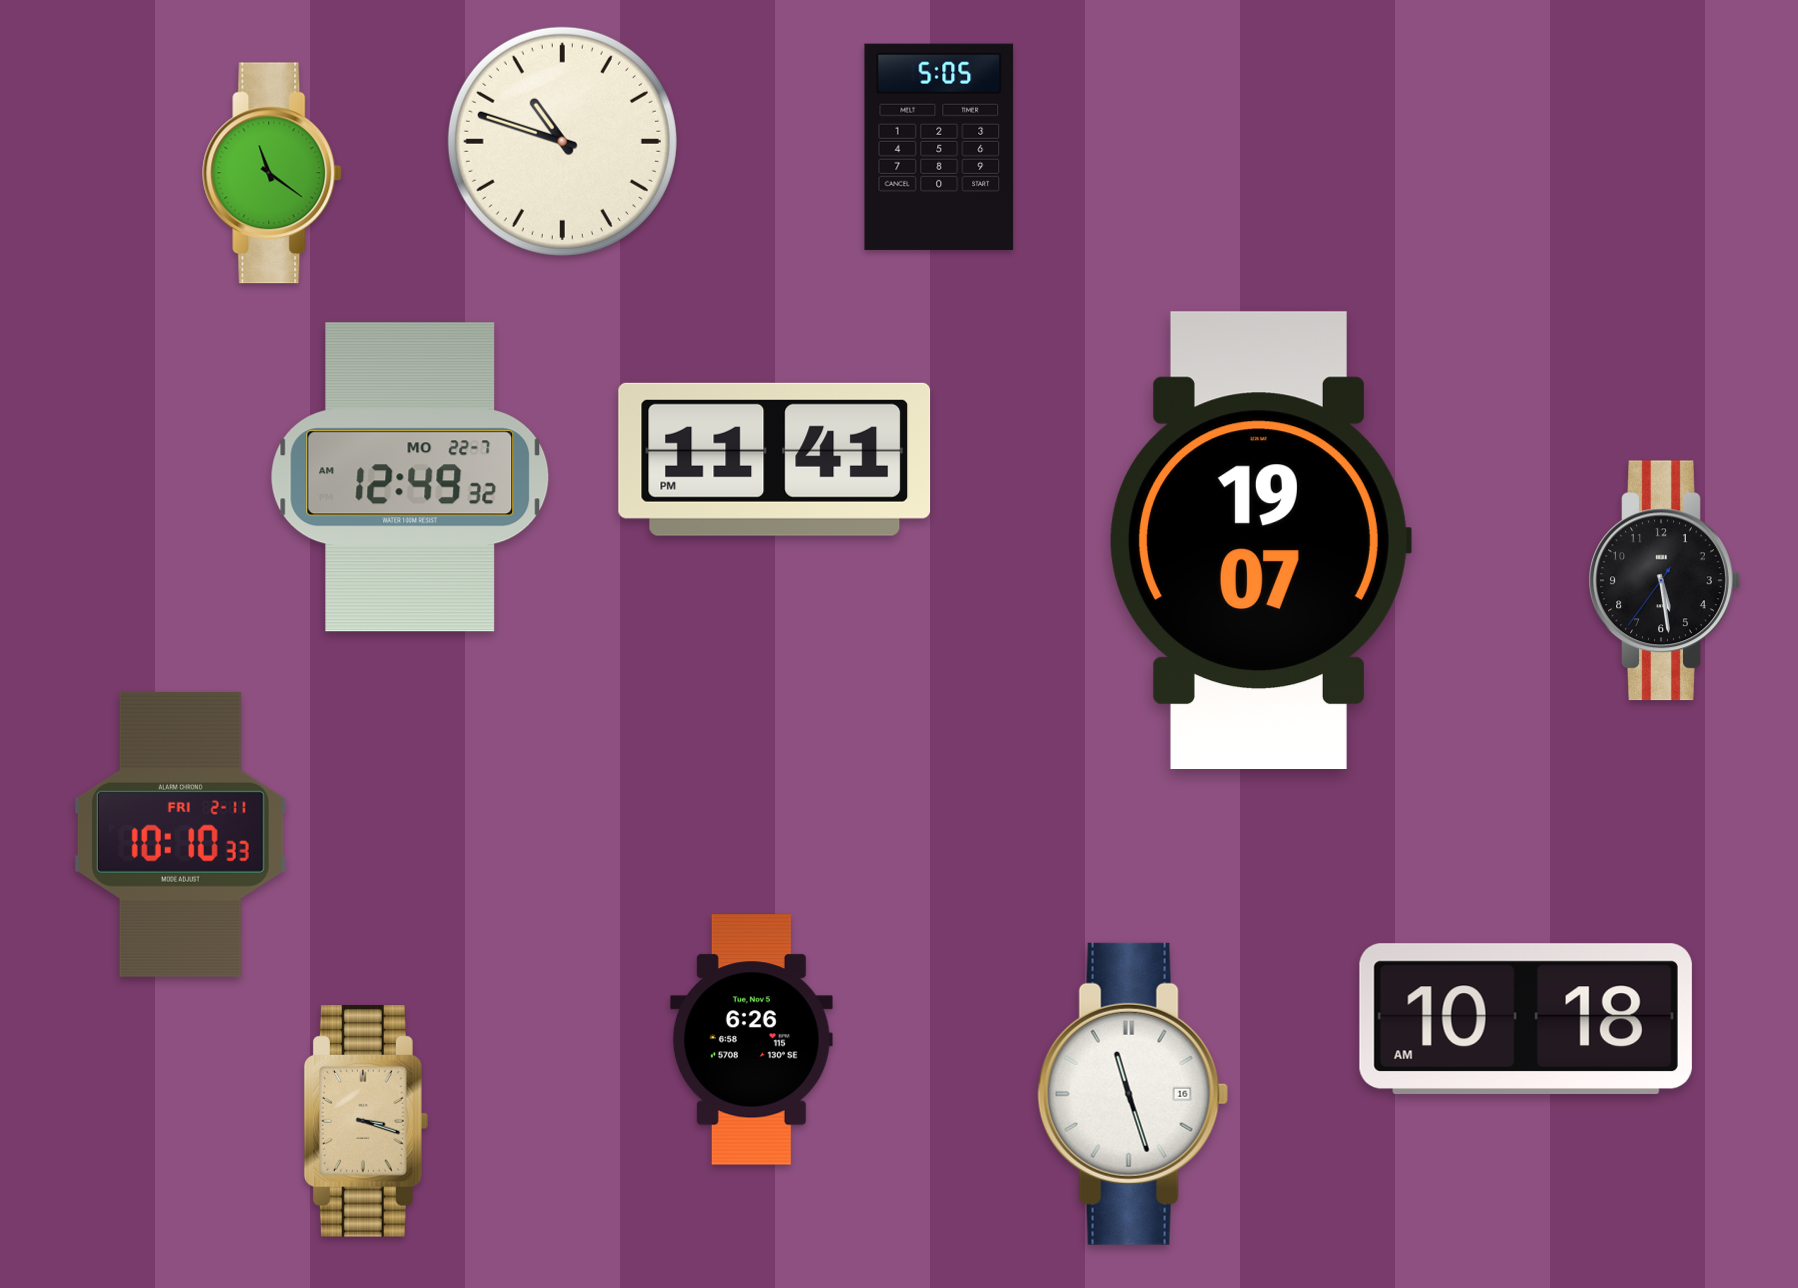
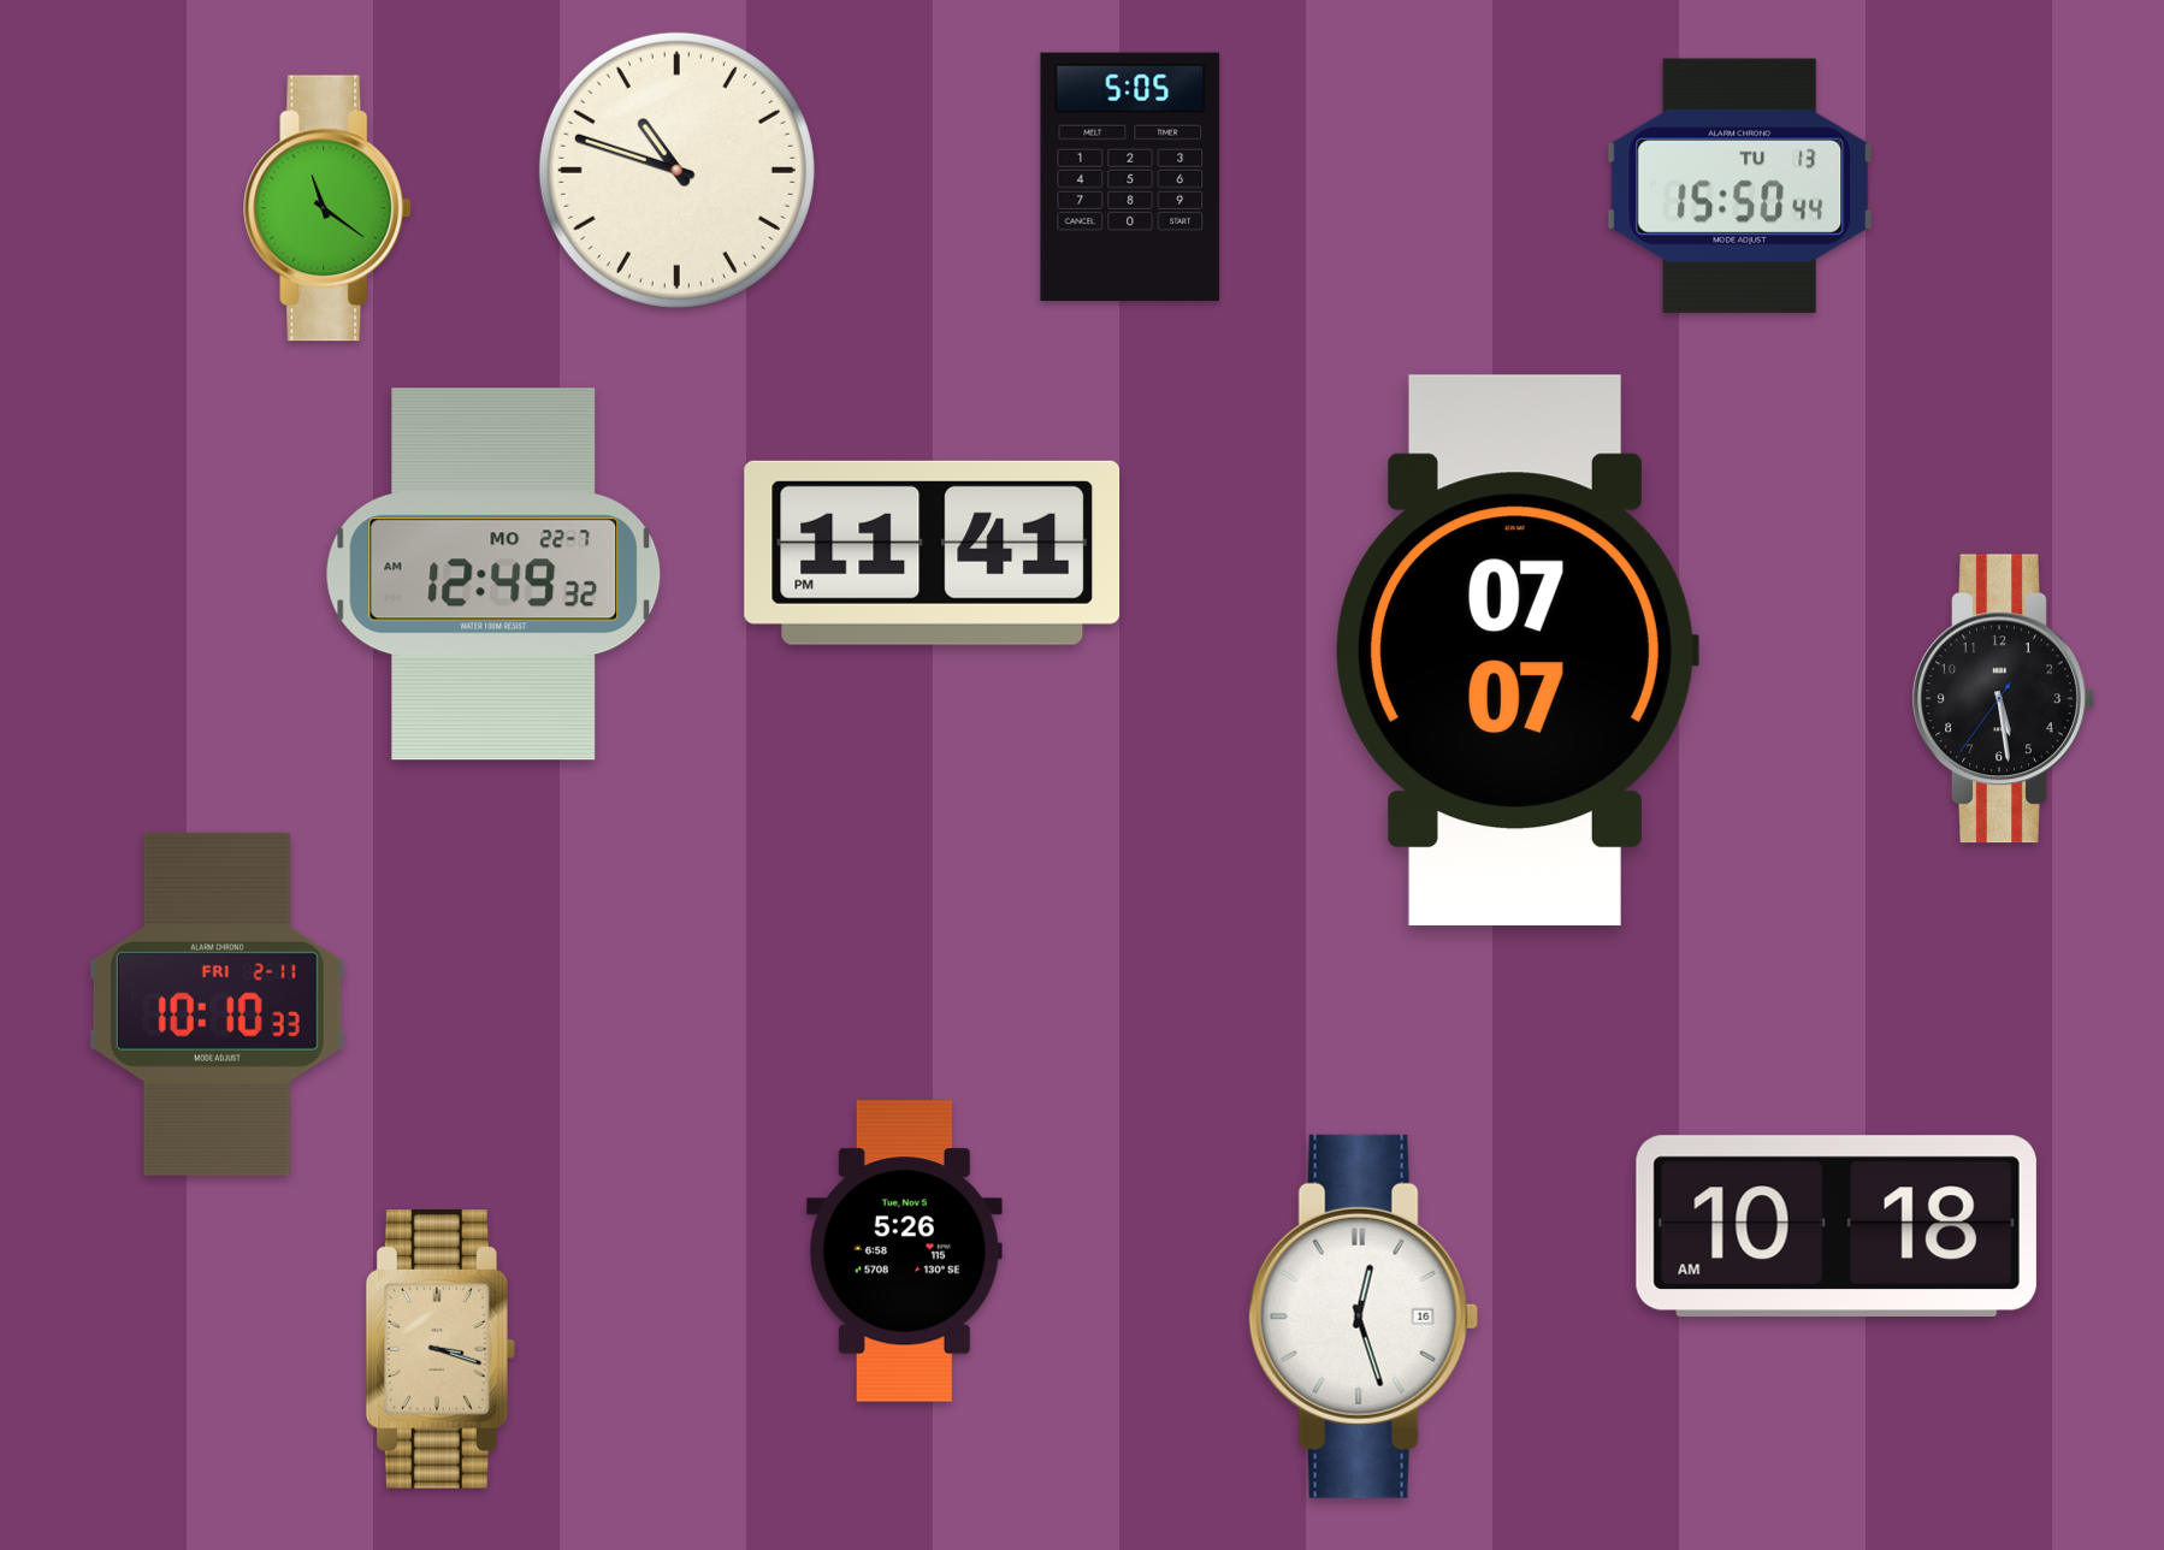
clock at (1740, 185): none -> 15:50
clock at (1261, 540): 19:07 -> 07:07
clock at (751, 1040): 6:26 -> 5:26
clock at (1133, 1094): 11:27 -> 12:27
